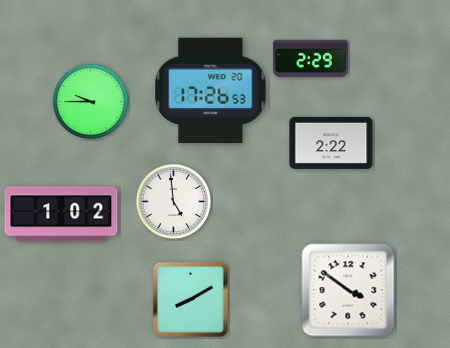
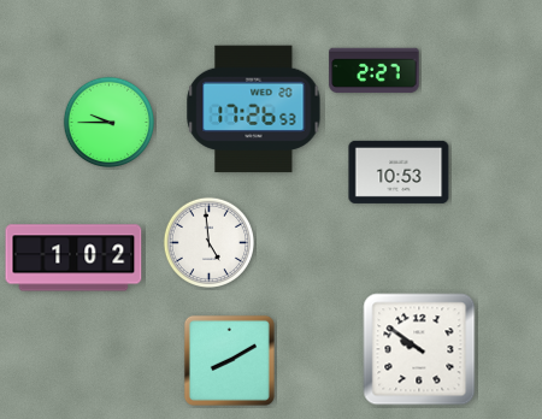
clock at (311, 59): 2:29 -> 2:27
clock at (331, 143): 2:22 -> 10:53
clock at (348, 290): 3:51 -> 9:51
